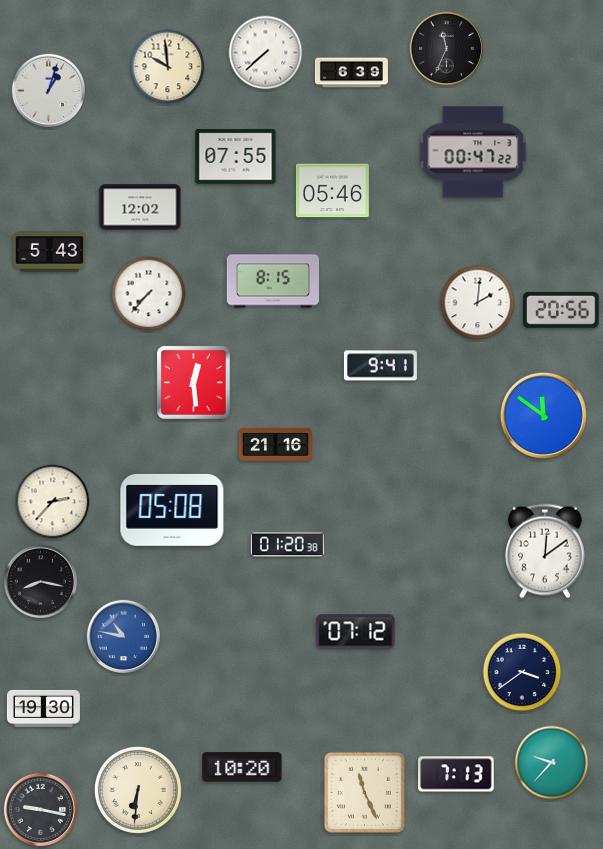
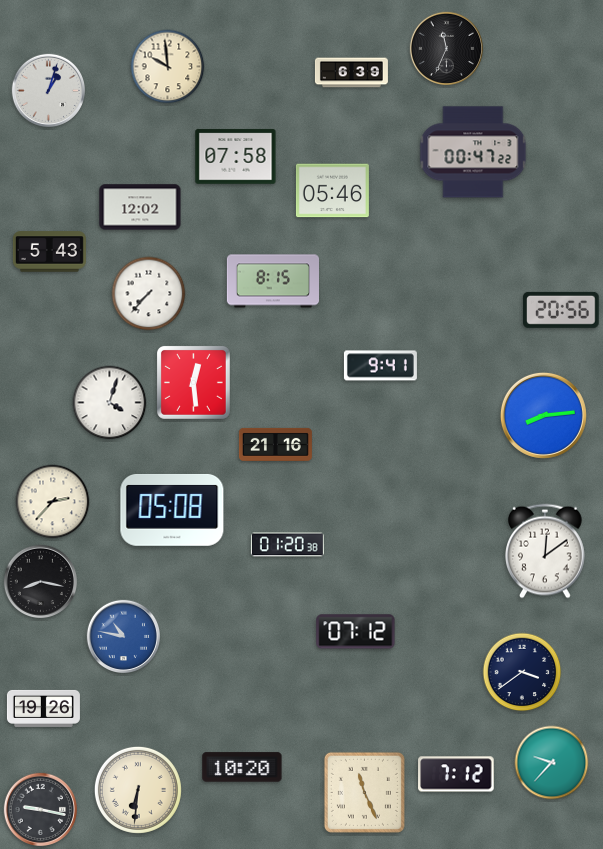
clock at (266, 53): 7:38 -> none
clock at (236, 157): 07:55 -> 07:58
clock at (478, 303): 2:01 -> none
clock at (110, 403): none -> 4:03
clock at (543, 415): 11:51 -> 8:14
clock at (43, 708): 19:30 -> 19:26
clock at (456, 774): 7:13 -> 7:12
